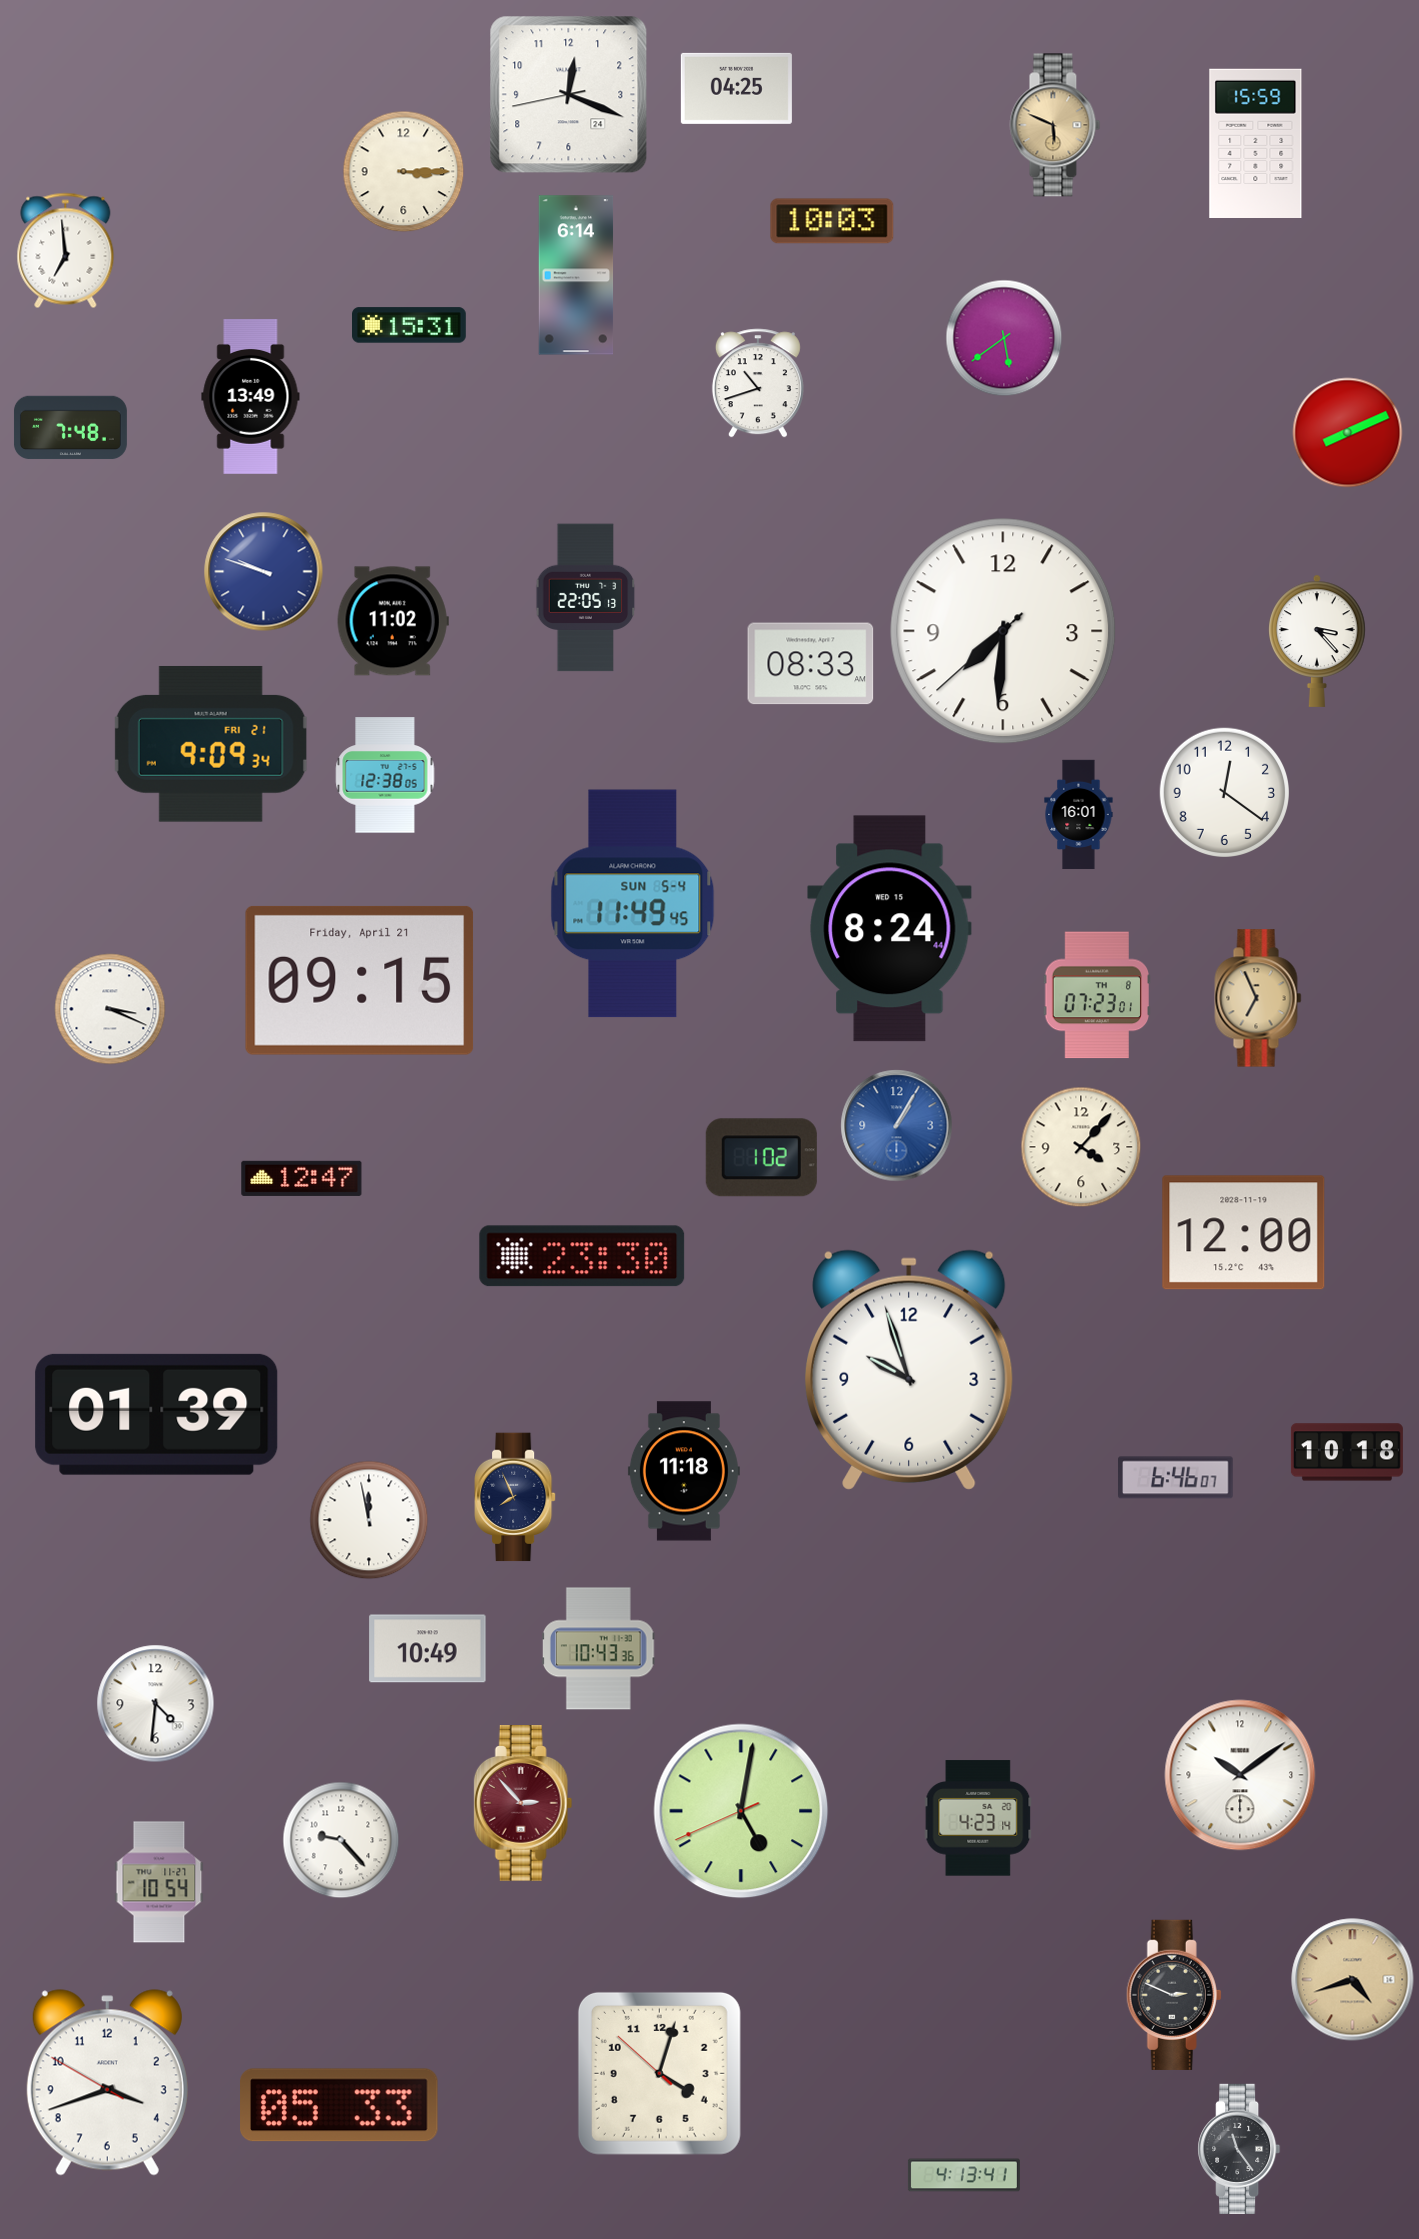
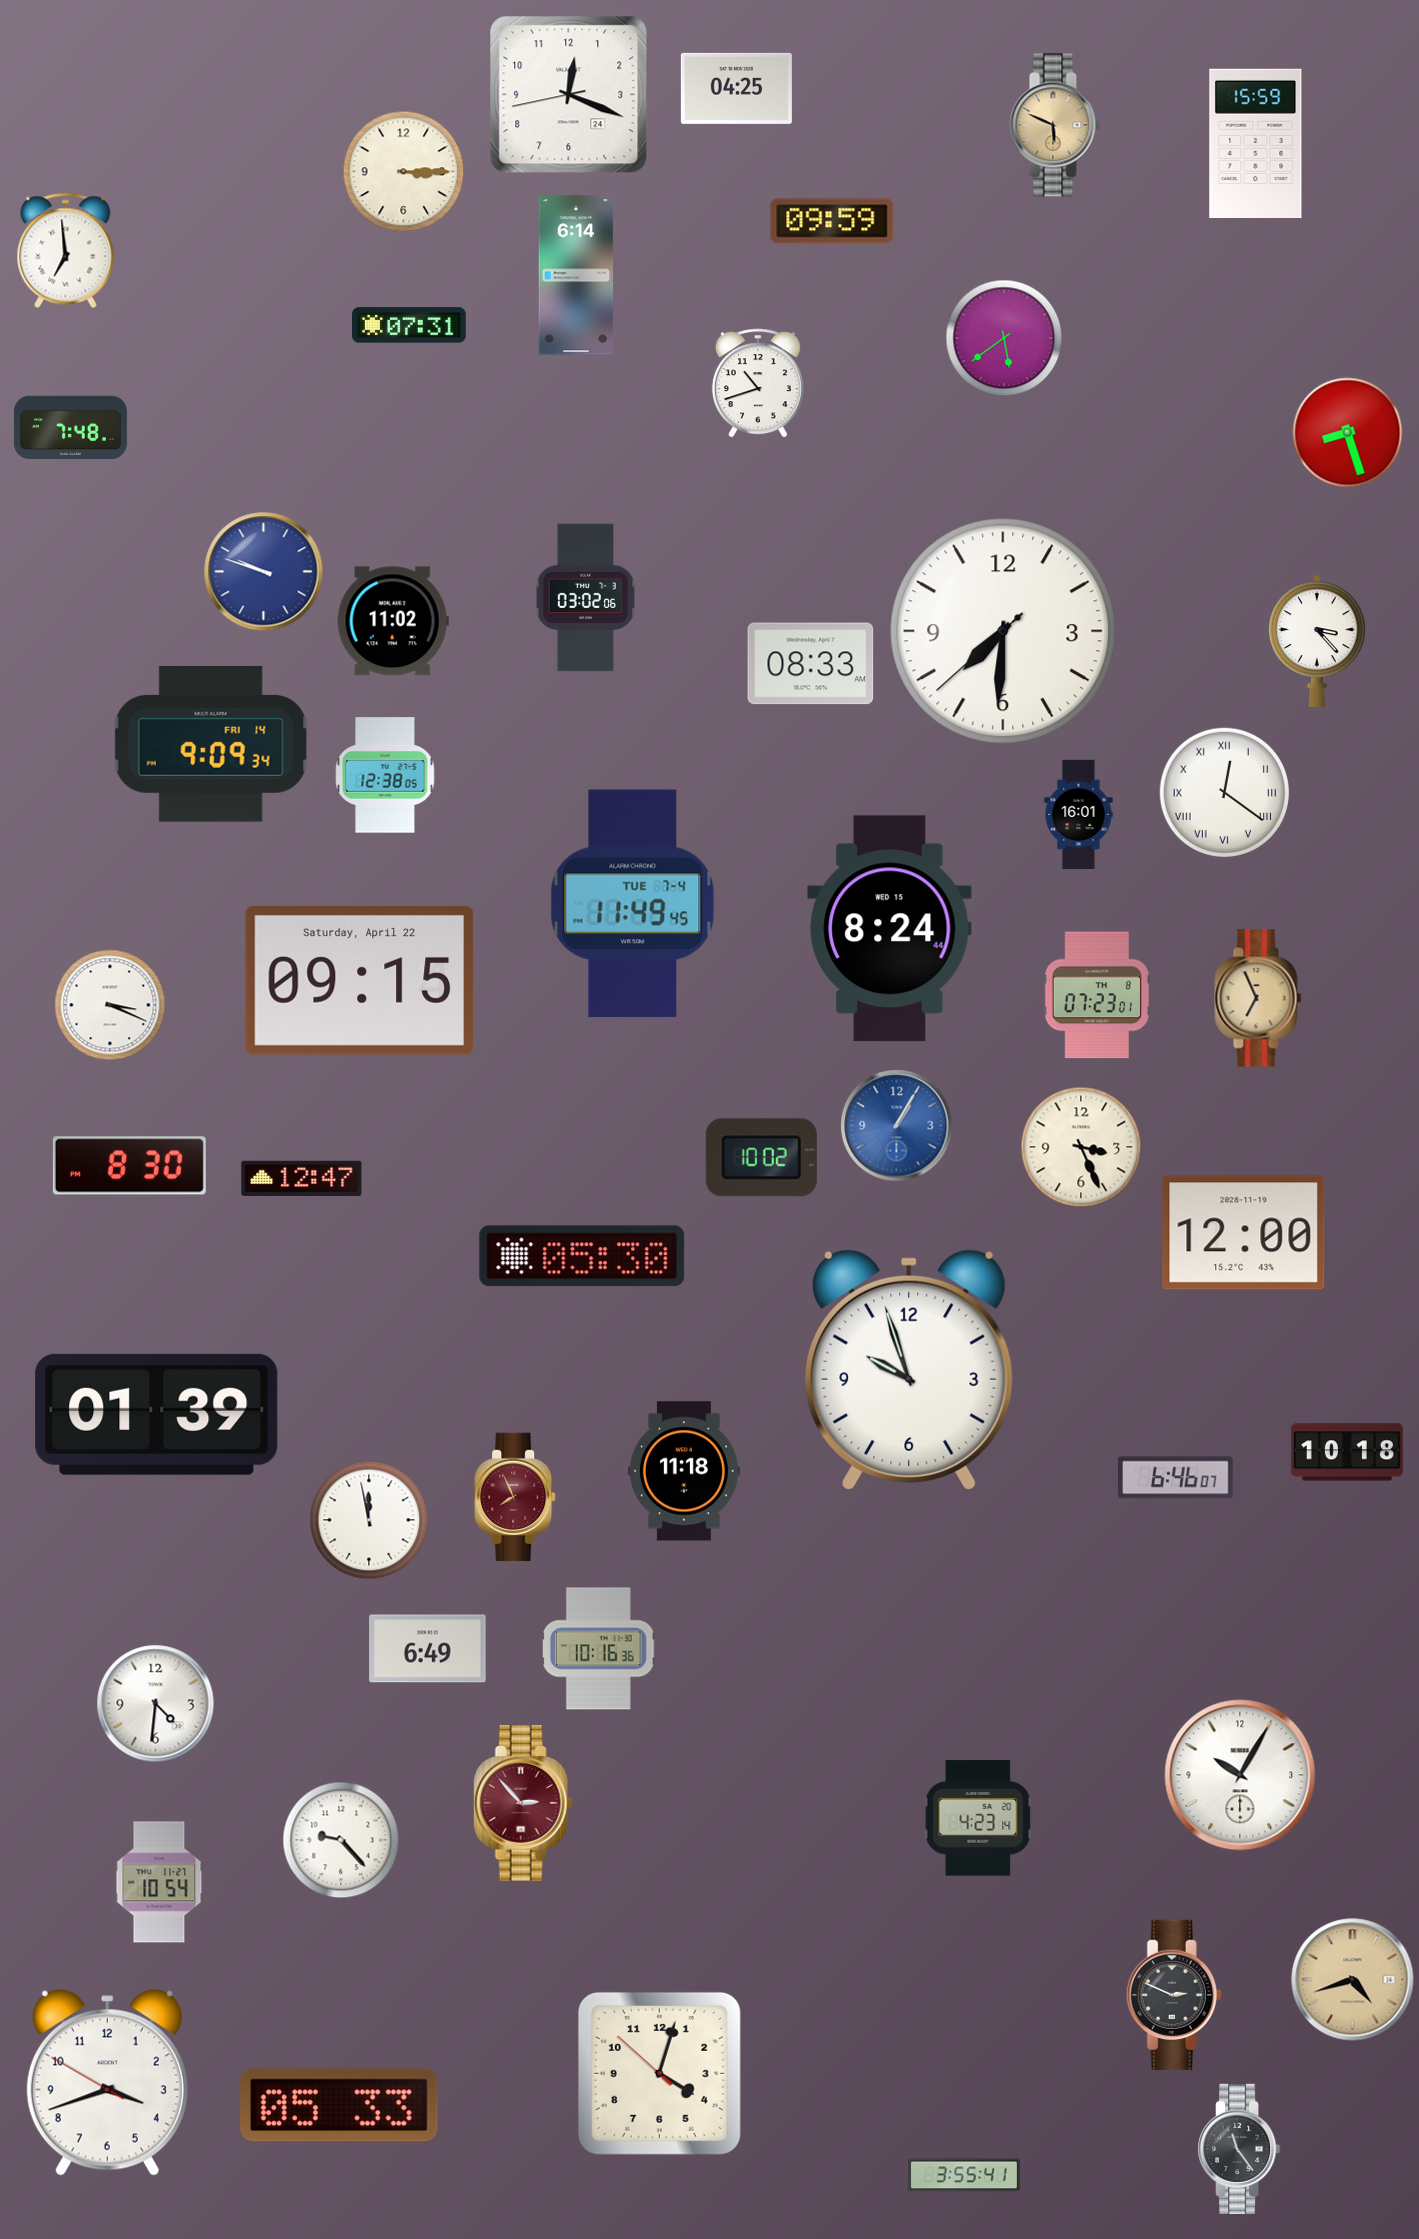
clock at (832, 221): 10:03 -> 09:59
clock at (410, 325): 15:31 -> 07:31
clock at (251, 397): 13:49 -> none
clock at (1348, 433): 8:11 -> 8:27
clock at (586, 598): 22:05 -> 03:02
clock at (211, 744) date: FRI 21 -> FRI 14
clock at (1224, 792) numerals: Arabic -> Roman
clock at (633, 904) date: SUN 5-4 -> TUE 7-4
clock at (360, 980) date: Friday, April 21 -> Saturday, April 22
clock at (110, 1009) position: (110, 1009) -> (110, 1005)
clock at (1081, 1147): 4:07 -> 3:26
clock at (761, 1158): 1:02 -> 10:02
clock at (129, 1166): none -> 8:30
clock at (582, 1256): 23:30 -> 05:30
clock at (516, 1497) dial: navy -> burgundy
clock at (428, 1649): 10:49 -> 6:49
clock at (598, 1649): 10:43 -> 10:16
clock at (1240, 1775): 10:09 -> 10:05
clock at (741, 1811): 5:01 -> none
clock at (964, 2175): 4:13 -> 3:55
